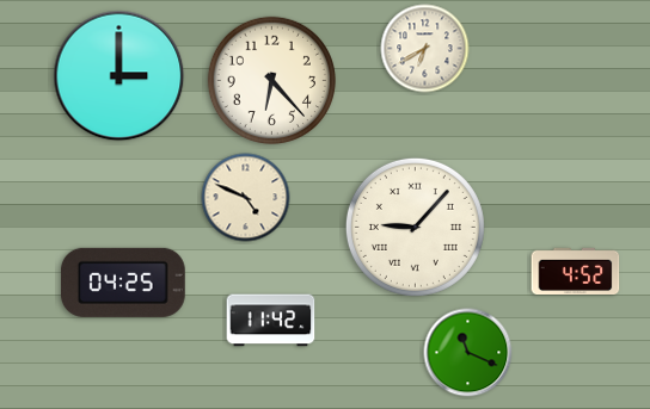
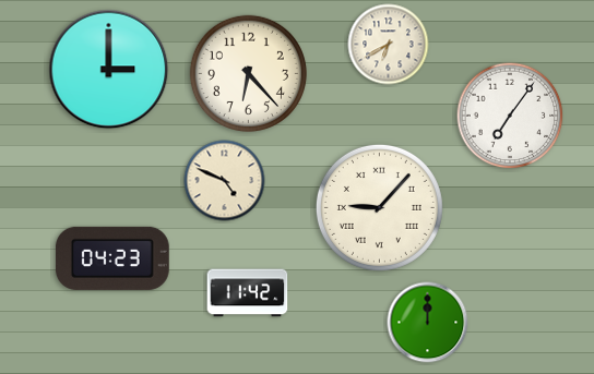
clock at (510, 116): none -> 7:06
clock at (576, 271): 4:52 -> none
clock at (123, 283): 04:25 -> 04:23
clock at (468, 353): 11:19 -> 12:00
